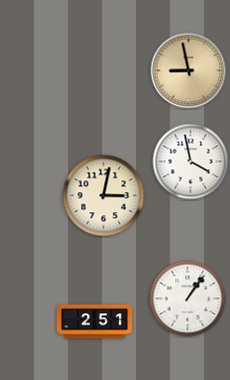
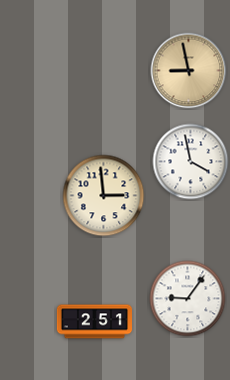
clock at (104, 196): 3:02 -> 2:59
clock at (188, 299): 1:06 -> 9:06
